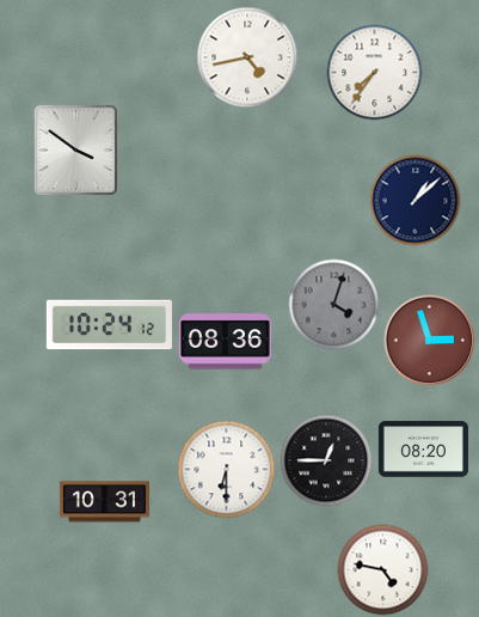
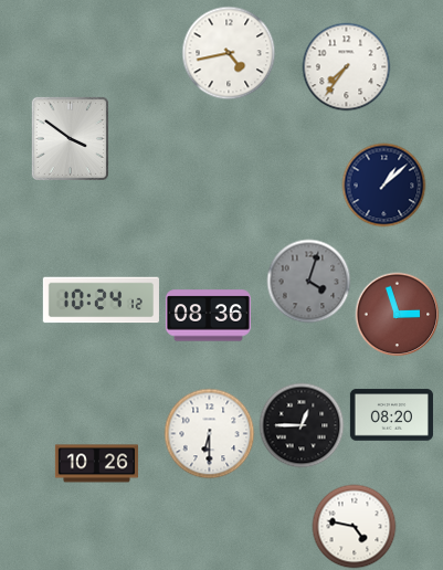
clock at (104, 502): 10:31 -> 10:26
